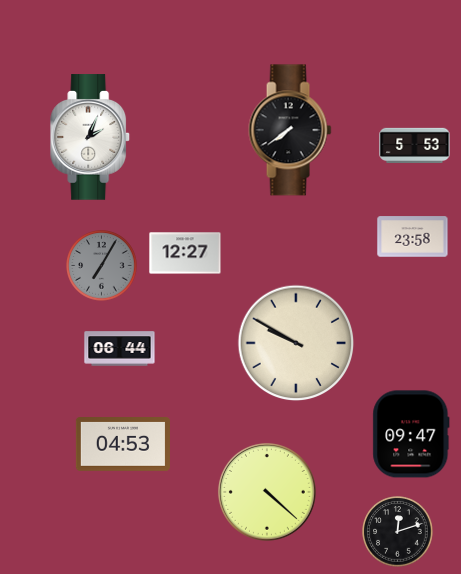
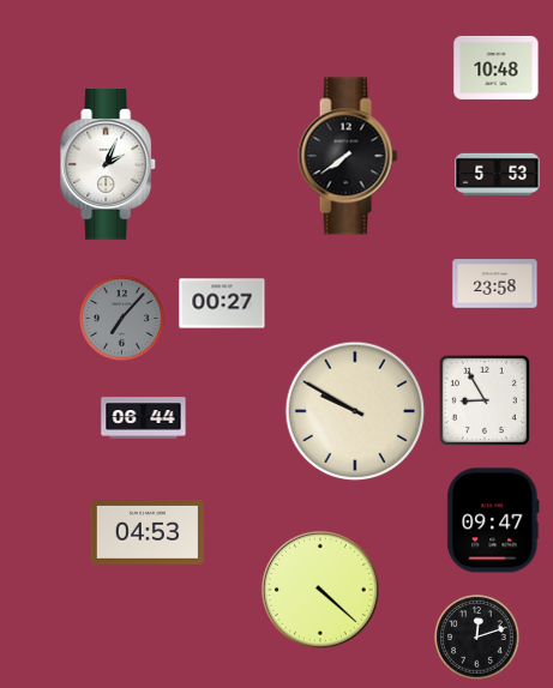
clock at (497, 67): none -> 10:48
clock at (185, 253): 12:27 -> 00:27
clock at (102, 266): 7:05 -> 7:07
clock at (485, 400): none -> 8:55
